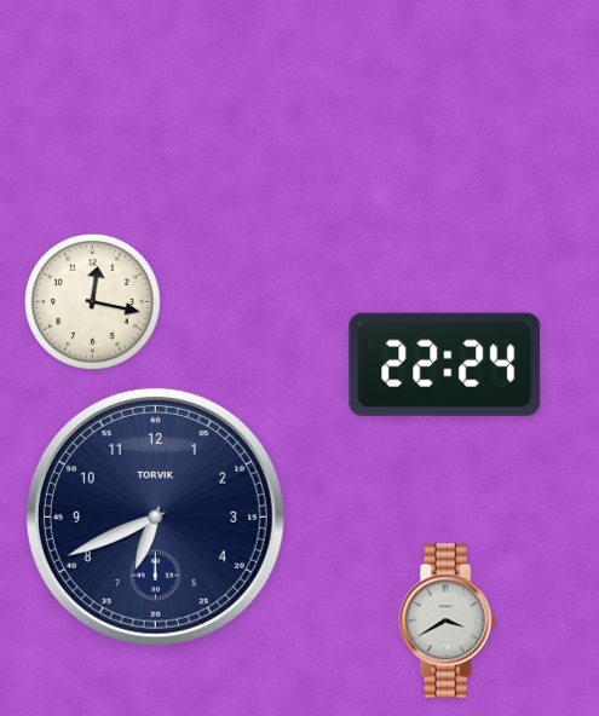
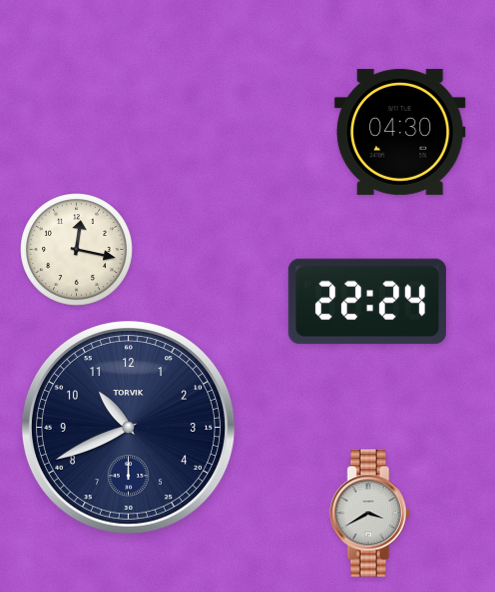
clock at (400, 132): none -> 04:30
clock at (155, 516): 6:41 -> 10:41
